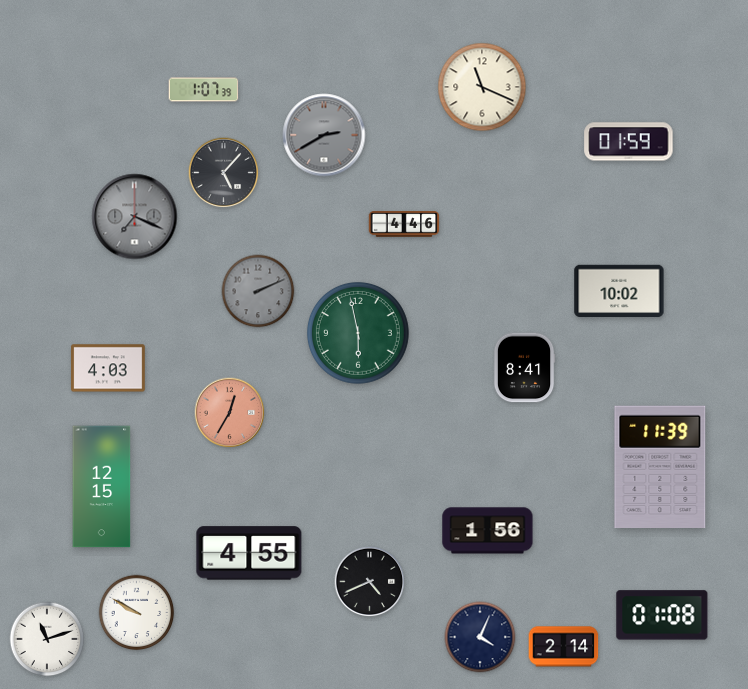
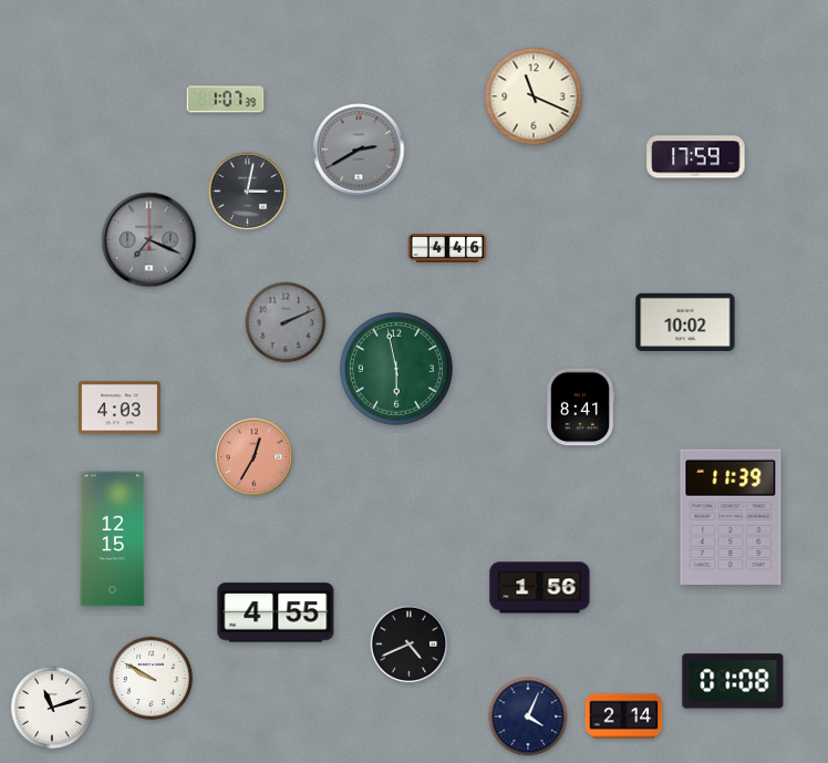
clock at (629, 142): 01:59 -> 17:59
clock at (224, 173): 5:07 -> 3:02
clock at (480, 637) position: (480, 637) -> (528, 716)
